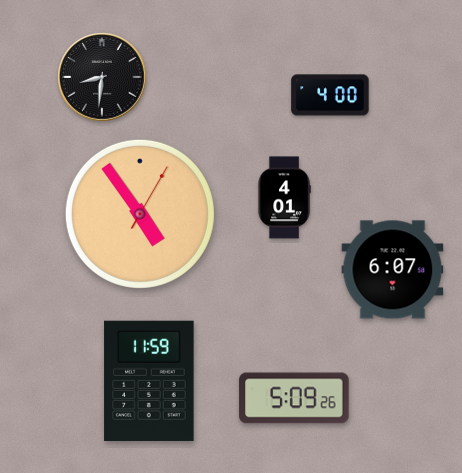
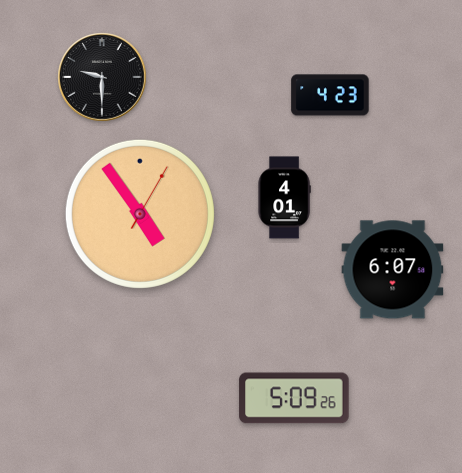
clock at (102, 77): 8:31 -> 9:30
clock at (330, 95): 4:00 -> 4:23
clock at (149, 380): 11:59 -> none
